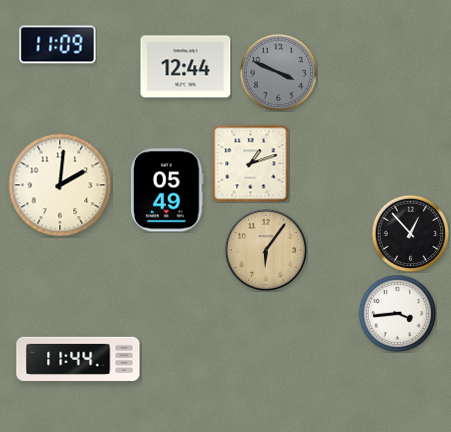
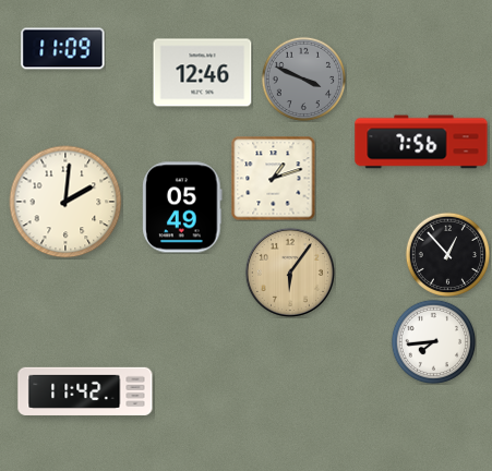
clock at (186, 67): 12:44 -> 12:46
clock at (421, 142): none -> 7:56
clock at (397, 313): 3:44 -> 7:44
clock at (78, 358): 11:44 -> 11:42
